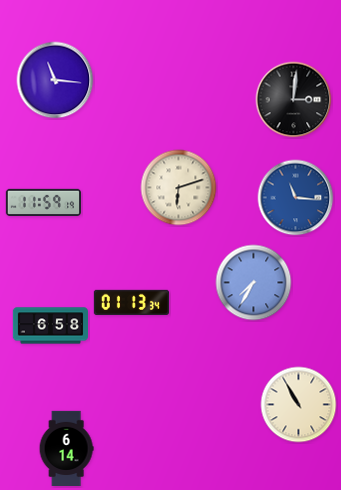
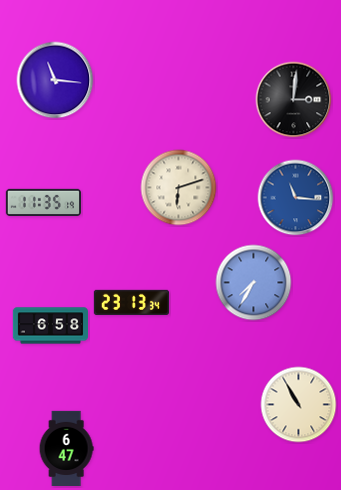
clock at (43, 203): 11:59 -> 11:35
clock at (131, 302): 01:13 -> 23:13
clock at (66, 449): 6:14 -> 6:47
